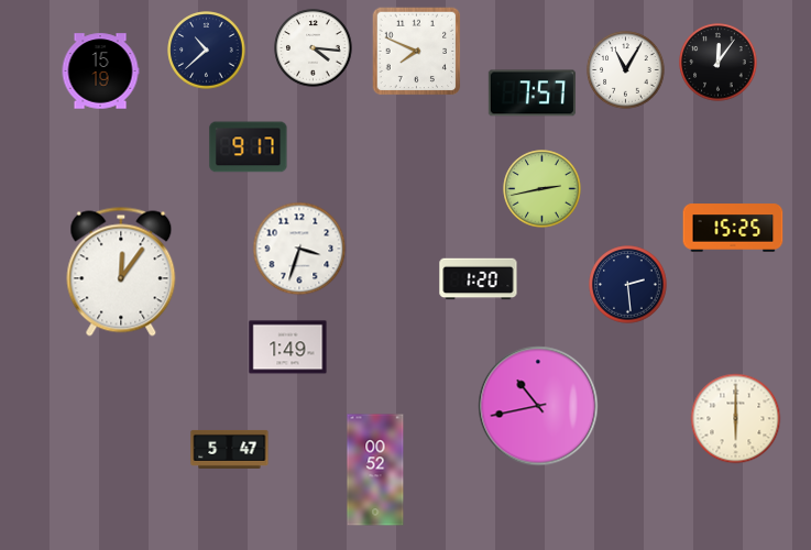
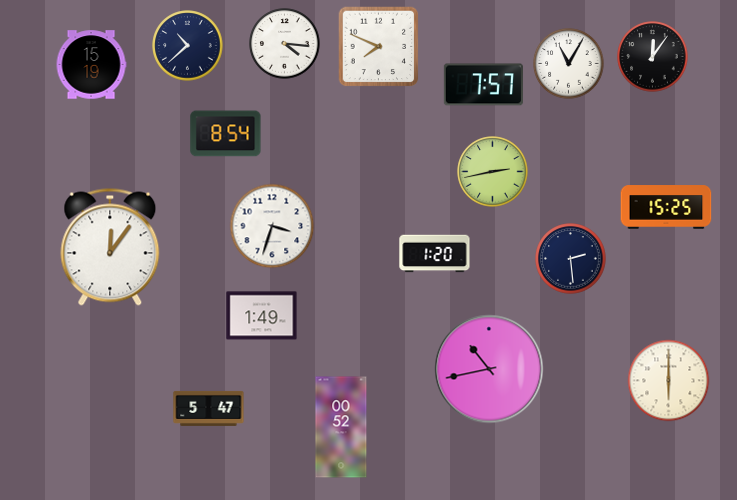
clock at (249, 147): 9:17 -> 8:54
